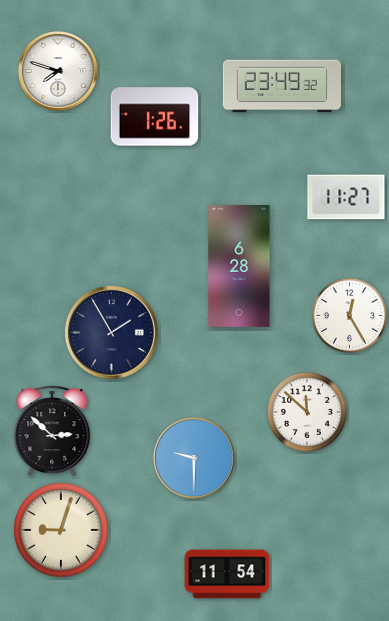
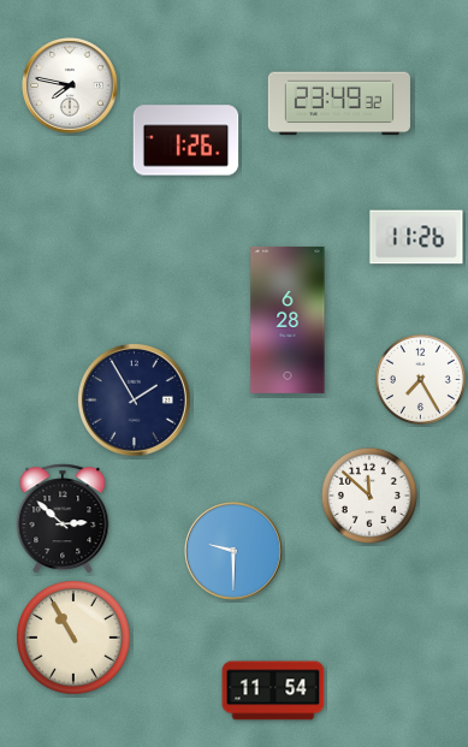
clock at (58, 71): 7:48 -> 7:47
clock at (346, 197): 11:27 -> 11:26
clock at (349, 315): 12:25 -> 7:25
clock at (62, 531): 9:03 -> 10:55
